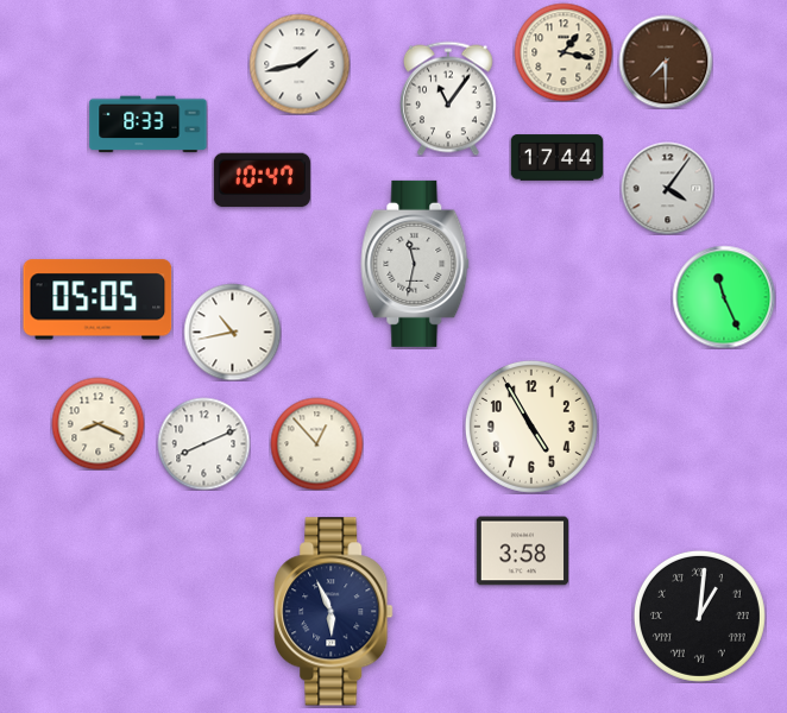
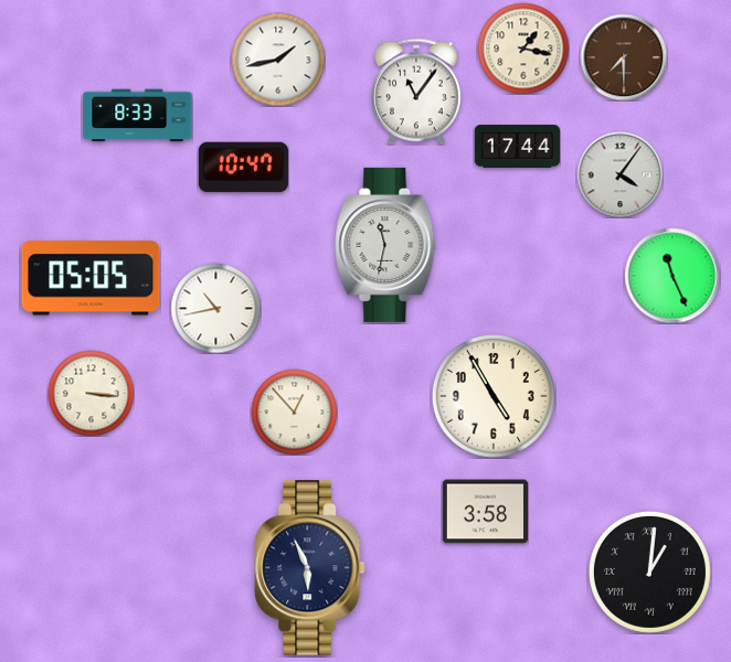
clock at (666, 62) position: (666, 62) -> (624, 57)
clock at (97, 423): 8:19 -> 3:16
clock at (203, 443): 8:11 -> none
